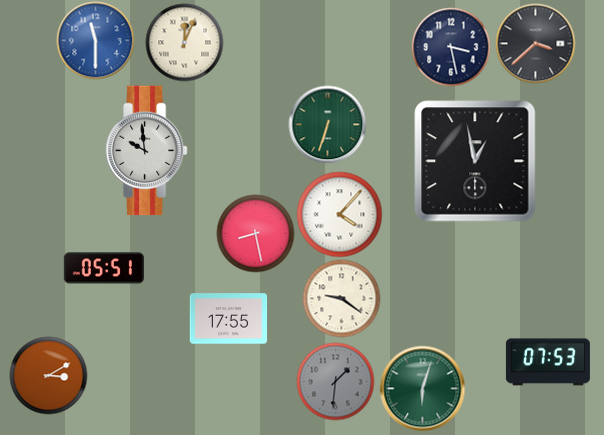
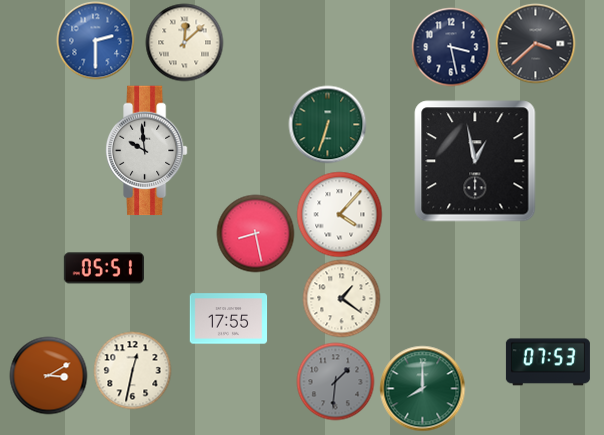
clock at (95, 40): 11:30 -> 2:30
clock at (184, 42): 12:04 -> 12:08
clock at (341, 298): 9:21 -> 1:21
clock at (132, 370): none -> 12:32
clock at (422, 388): 6:03 -> 8:00
